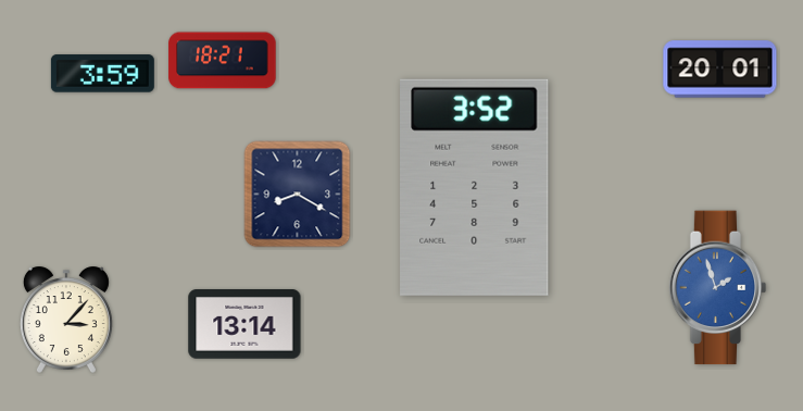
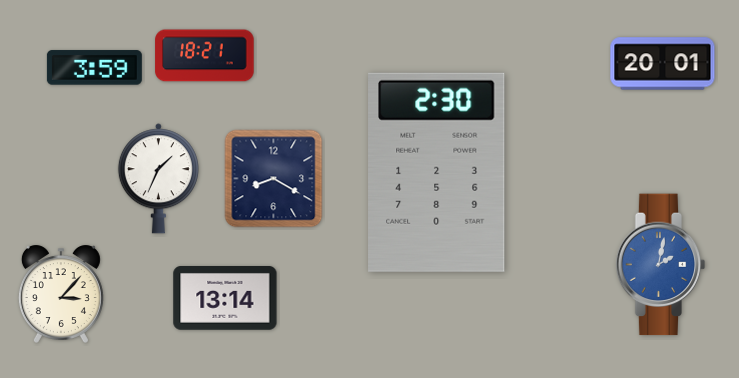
clock at (475, 187): 3:52 -> 2:30
clock at (158, 179): none -> 1:34
clock at (718, 288): 1:57 -> 2:02
